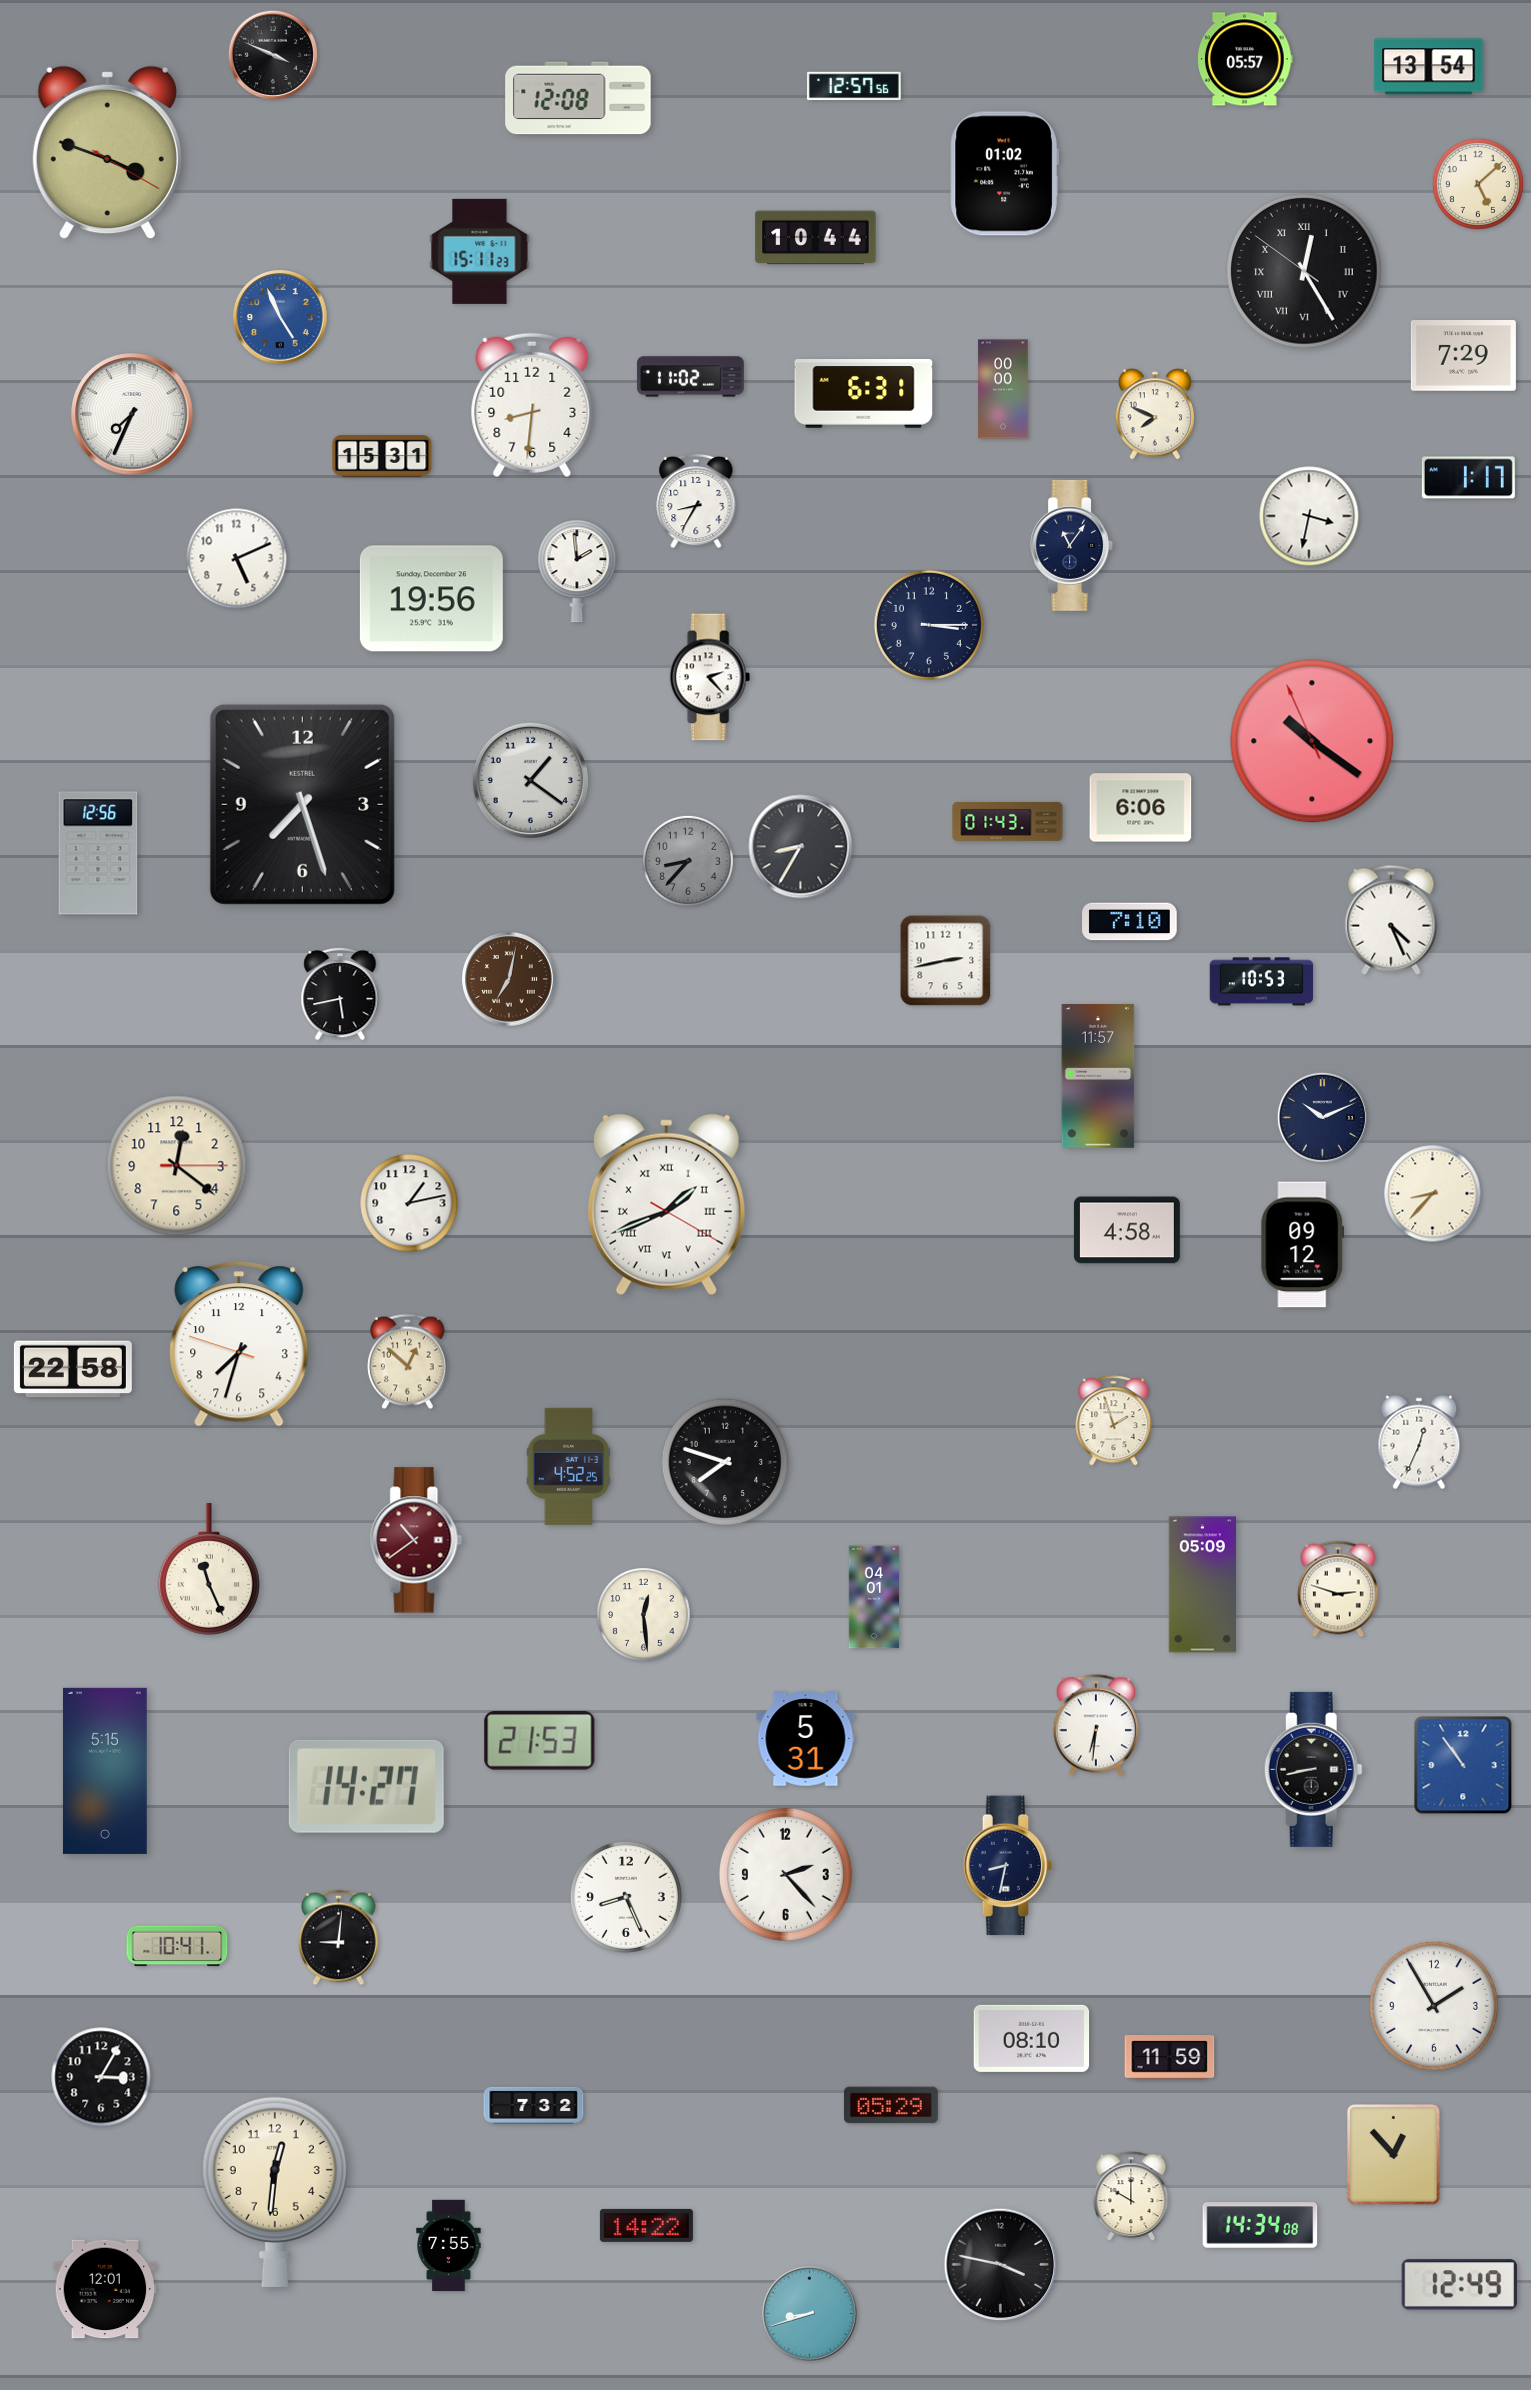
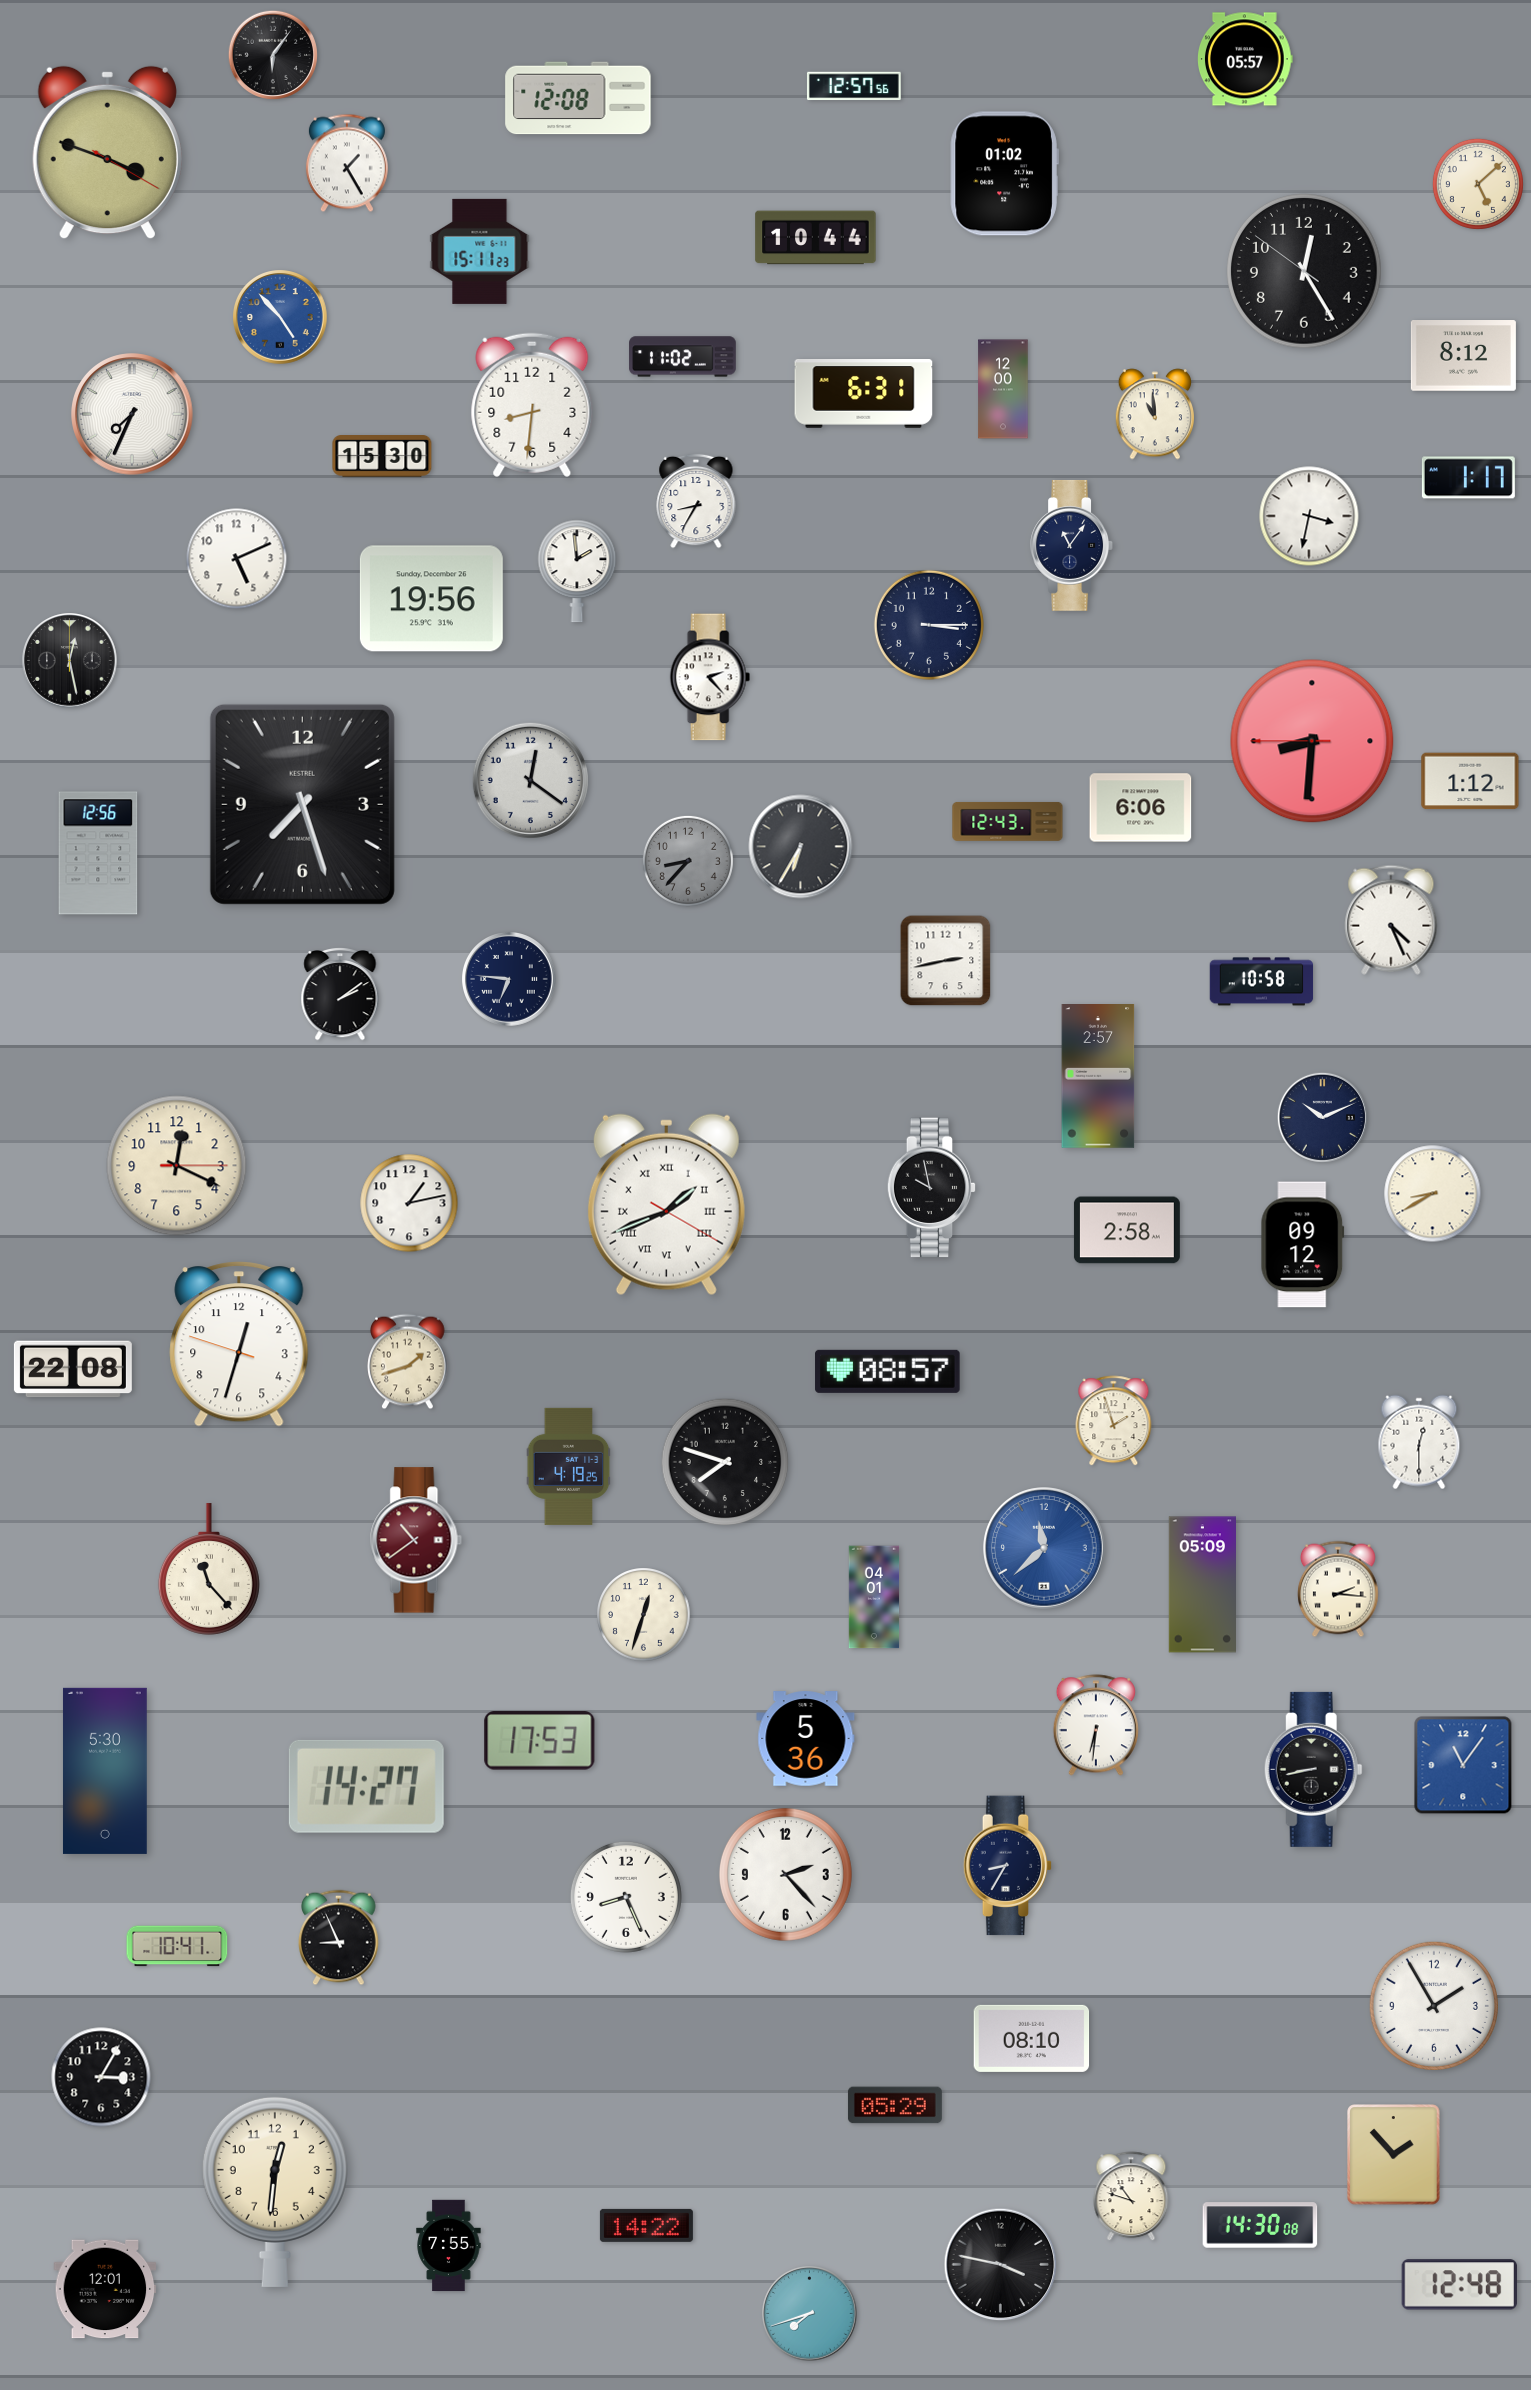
clock at (272, 54): 3:49 -> 6:06
clock at (1429, 67): 13:54 -> none
clock at (347, 163): none -> 1:25
clock at (1305, 272) numerals: Roman -> Arabic
clock at (281, 318): 4:56 -> 4:53
clock at (1463, 356): 7:29 -> 8:12
clock at (691, 377) position: (691, 377) -> (683, 357)
clock at (1003, 389): 00:00 -> 12:00
clock at (1154, 414): 7:49 -> 10:59
clock at (382, 457): 15:31 -> 15:30
clock at (70, 661): none -> 12:28
clock at (1312, 741): 10:20 -> 8:30
clock at (530, 780): 1:21 -> 12:21
clock at (1470, 781): none -> 1:12
clock at (1008, 821): 01:43 -> 12:43
clock at (801, 847): 8:35 -> 6:35
clock at (1130, 922): 7:10 -> none
clock at (510, 980): 7:02 -> 6:46
clock at (510, 980) dial: brown -> navy
clock at (1262, 982): 10:53 -> 10:58
clock at (340, 994): 5:43 -> 2:09
clock at (1098, 1077): 11:57 -> 2:57
clock at (177, 1166): 12:21 -> 12:19
clock at (932, 1188): none -> 9:58
clock at (1433, 1194): 8:37 -> 8:40
clock at (1127, 1230): 4:58 -> 2:58
clock at (239, 1344): 7:32 -> 12:32
clock at (408, 1362): 12:52 -> 1:42
clock at (73, 1369): 22:58 -> 22:08
clock at (888, 1371): none -> 08:57
clock at (1419, 1442): 12:34 -> 12:30
clock at (569, 1466): 4:52 -> 4:19
clock at (1044, 1548): none -> 11:38
clock at (209, 1569): 11:26 -> 11:23
clock at (1339, 1589): 2:48 -> 2:16
clock at (644, 1615): 12:29 -> 12:33
clock at (806, 1739): 5:31 -> 5:36
clock at (540, 1741): 21:53 -> 17:53
clock at (1463, 1765): 10:54 -> 11:06
clock at (105, 1771): 5:15 -> 5:30
clock at (1008, 1866): 8:32 -> 8:35
clock at (339, 1938): 9:01 -> 8:56
clock at (1170, 2058): 11:59 -> none
clock at (534, 2105): 7:32 -> none
clock at (891, 2105) position: (891, 2105) -> (895, 2105)
clock at (1394, 2155): 12:53 -> 1:53
clock at (1131, 2197): 10:00 -> 10:48
clock at (1260, 2225): 14:34 -> 14:30
clock at (1459, 2285): 12:49 -> 12:48
clock at (810, 2314): 8:42 -> 7:42
